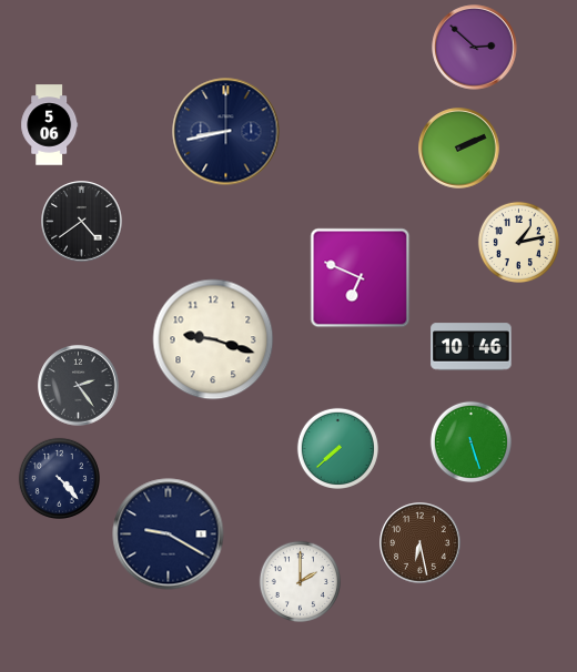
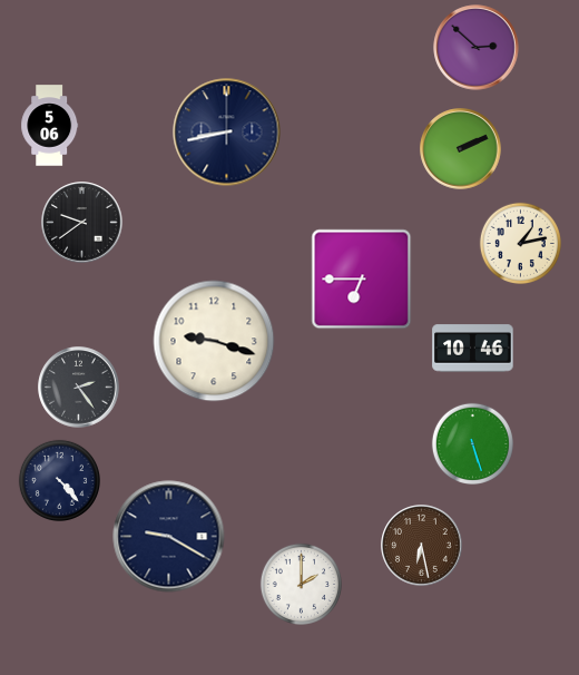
clock at (82, 222): 4:39 -> 9:39
clock at (361, 278): 6:49 -> 6:45
clock at (337, 448): 7:38 -> none
